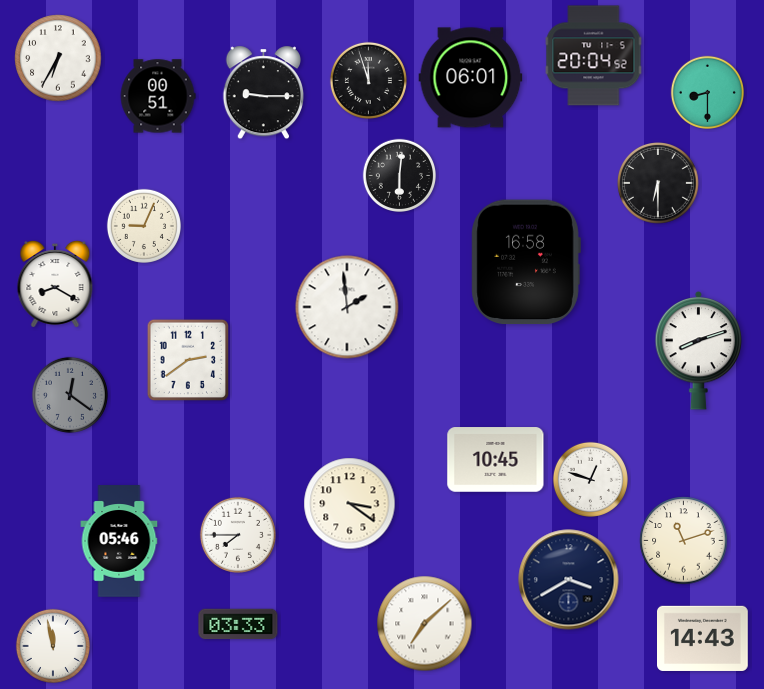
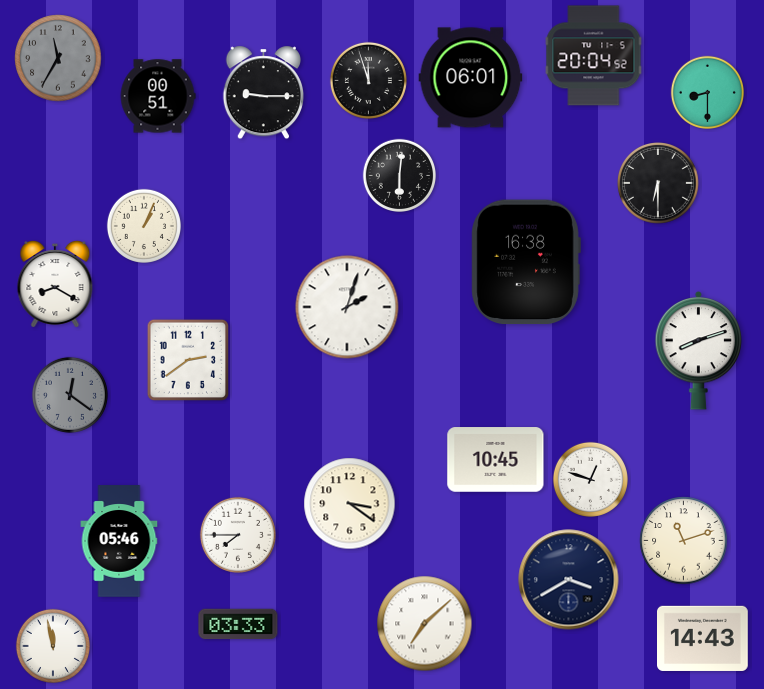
clock at (58, 58): 6:35 -> 11:35
clock at (58, 58) dial: white -> grey
clock at (143, 225): 9:04 -> 1:04
clock at (526, 262): 16:58 -> 16:38
clock at (347, 307): 1:59 -> 2:03
